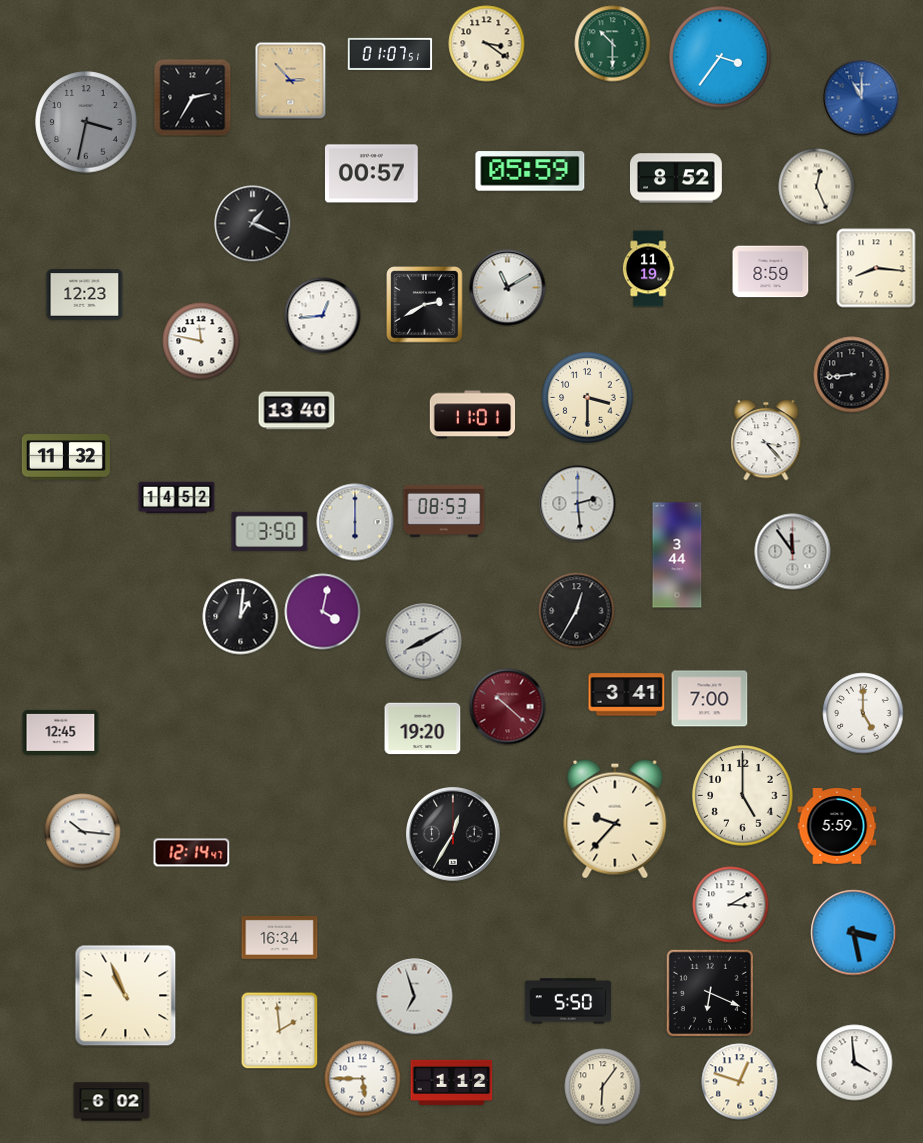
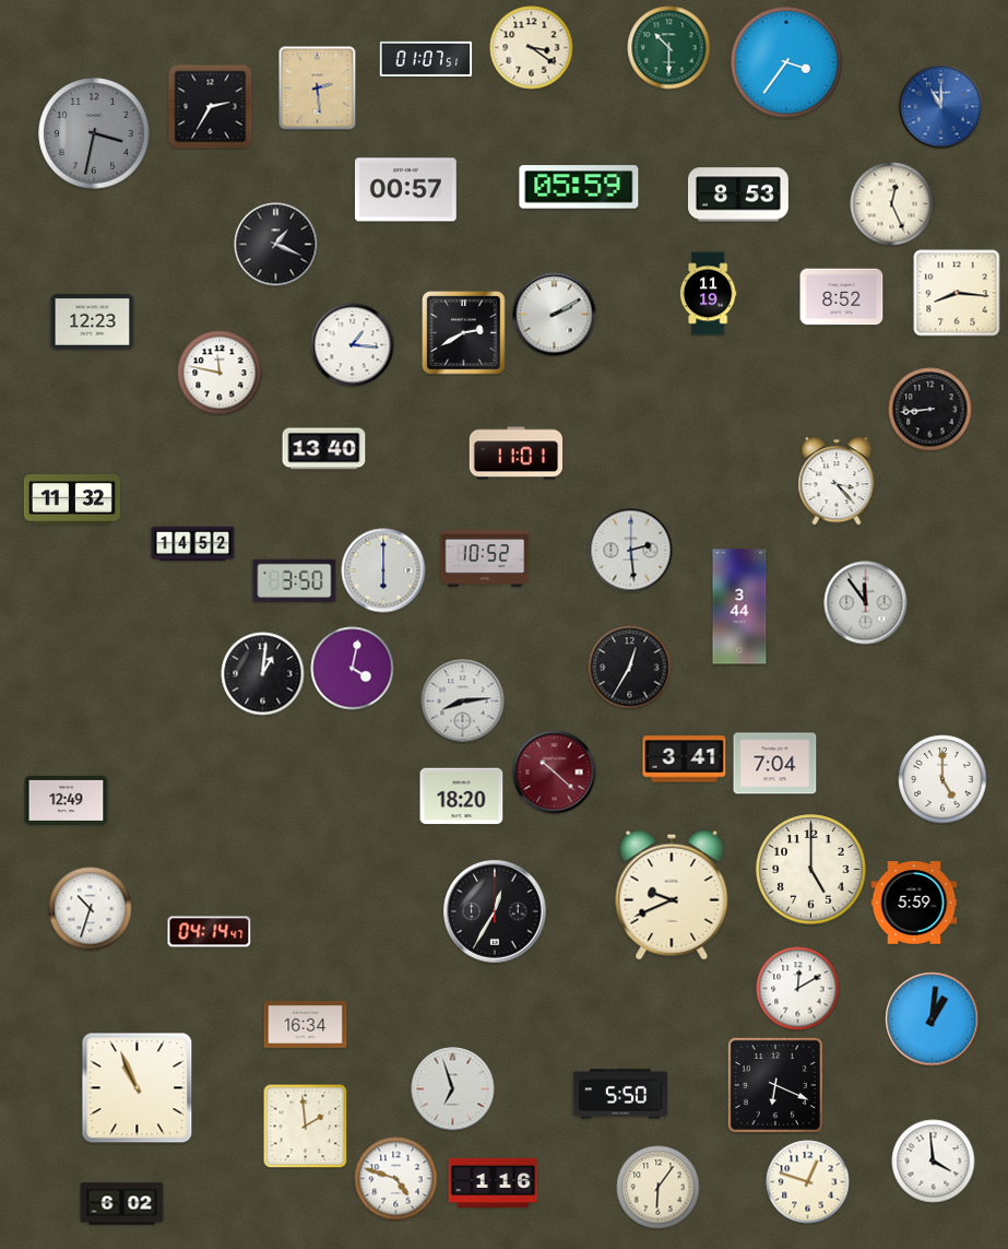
clock at (291, 81): 2:53 -> 2:29
clock at (676, 178): 8:52 -> 8:53
clock at (771, 272): 8:59 -> 8:52
clock at (508, 288): 11:10 -> 2:10
clock at (323, 316): 12:44 -> 1:16
clock at (588, 398): 3:30 -> none
clock at (444, 511): 08:53 -> 10:52
clock at (355, 522) position: (355, 522) -> (383, 570)
clock at (424, 642): 8:10 -> 8:14
clock at (710, 699): 7:00 -> 7:04
clock at (423, 729): 19:20 -> 18:20
clock at (61, 732): 12:45 -> 12:49
clock at (615, 819): 9:37 -> 9:41
clock at (83, 832): 10:16 -> 10:33
clock at (192, 853): 12:14 -> 04:14
clock at (731, 905): 3:10 -> 12:10
clock at (854, 933): 3:28 -> 1:01
clock at (363, 1079): 5:45 -> 4:48
clock at (452, 1082): 1:12 -> 1:16
